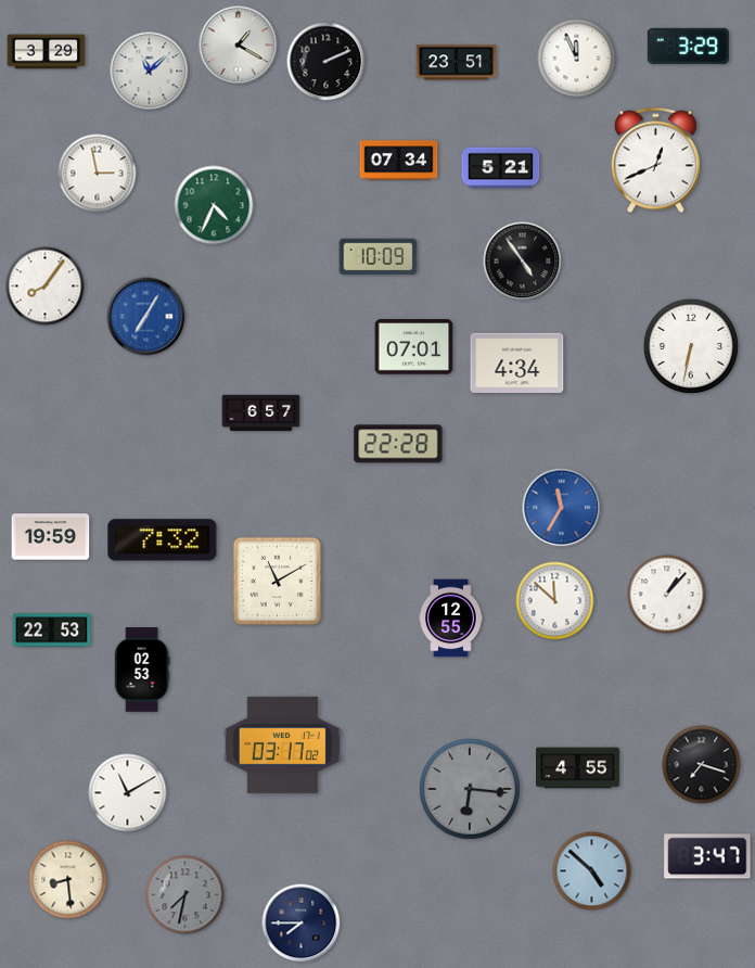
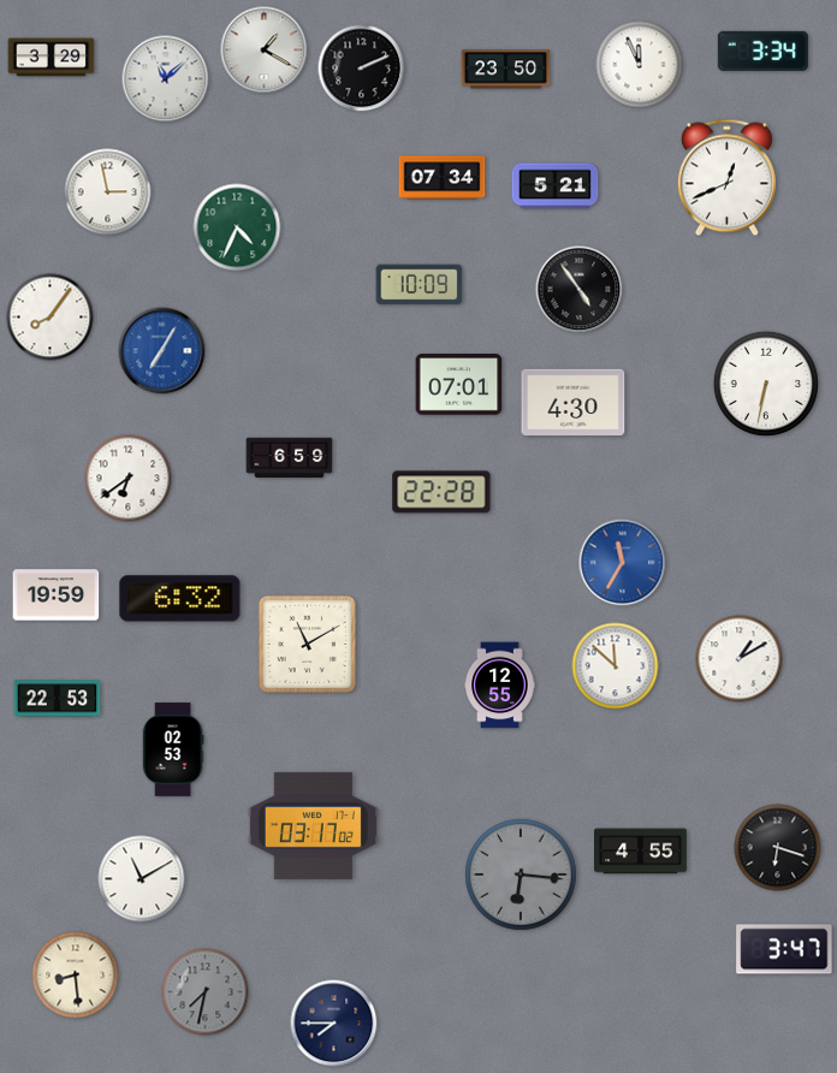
clock at (688, 46): 3:29 -> 3:34
clock at (457, 63): 23:51 -> 23:50
clock at (517, 364): 4:34 -> 4:30
clock at (261, 413): 6:57 -> 6:59
clock at (129, 479): none -> 6:39
clock at (163, 540): 7:32 -> 6:32
clock at (667, 595): 1:07 -> 1:10
clock at (142, 670) position: (142, 670) -> (173, 749)
clock at (702, 765): 7:18 -> 6:18
clock at (592, 871): 4:52 -> none
